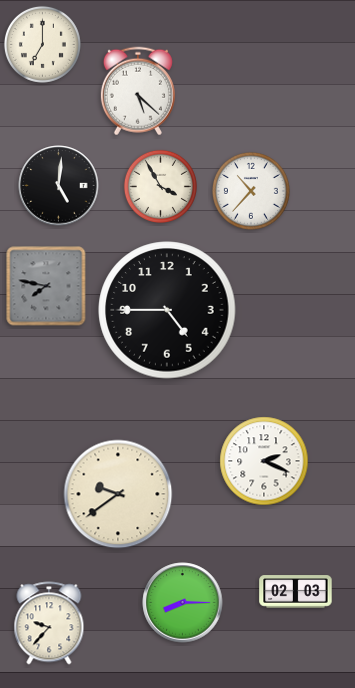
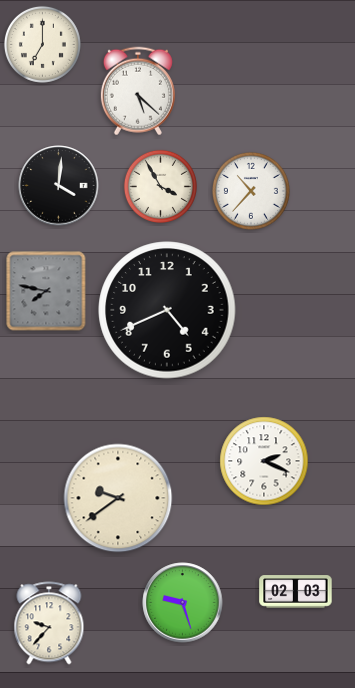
clock at (59, 186): 5:01 -> 4:01
clock at (46, 286) position: (46, 286) -> (46, 291)
clock at (167, 310): 4:45 -> 4:41
clock at (118, 494) position: (118, 494) -> (118, 498)
clock at (183, 603): 8:15 -> 9:27
